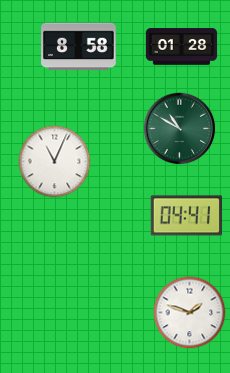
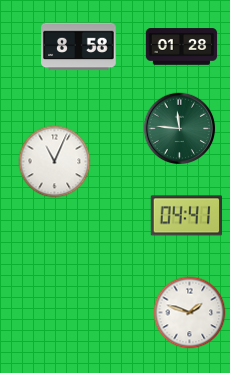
clock at (180, 129): 10:50 -> 11:46
